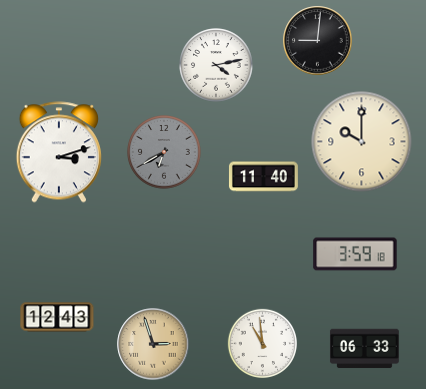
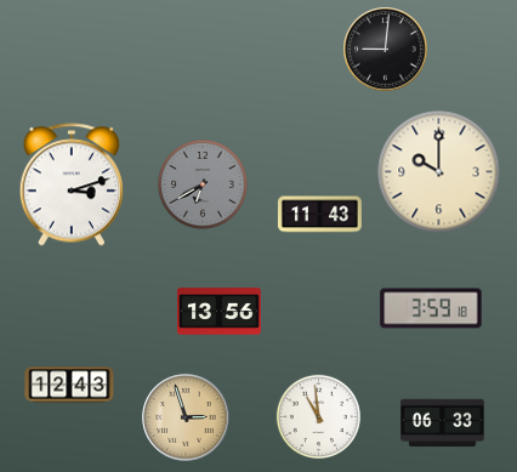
clock at (216, 65): 4:13 -> none
clock at (164, 152) position: (164, 152) -> (203, 184)
clock at (264, 177): 11:40 -> 11:43
clock at (220, 312): none -> 13:56
